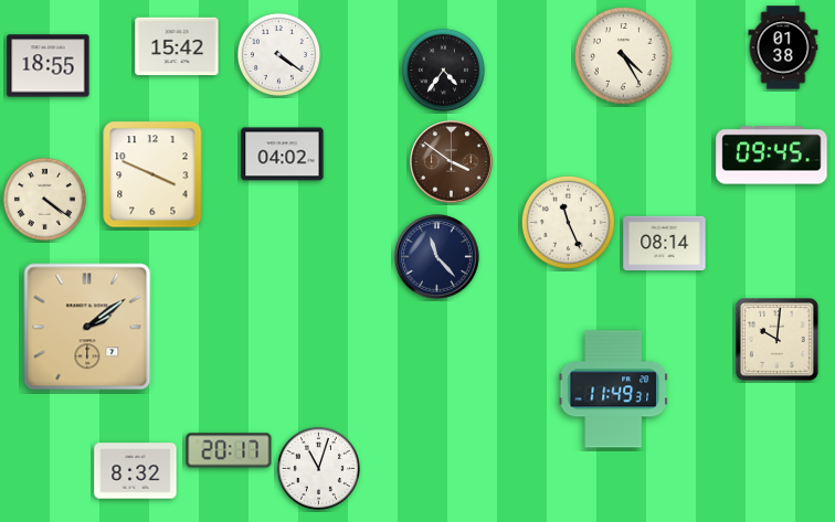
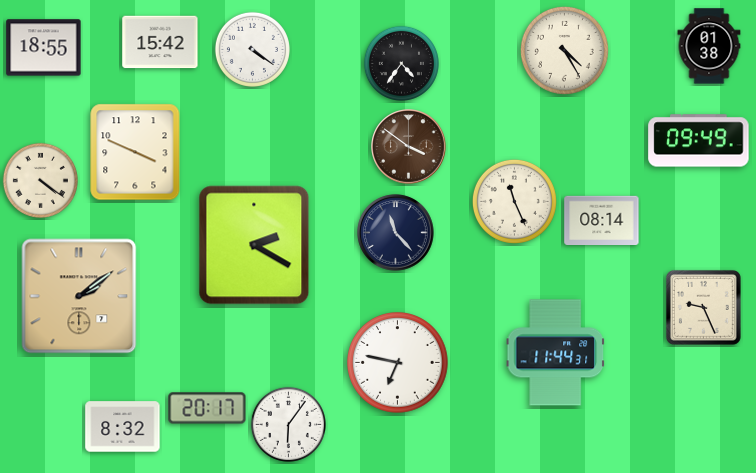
clock at (783, 47) position: (783, 47) -> (709, 46)
clock at (49, 66) position: (49, 66) -> (44, 48)
clock at (283, 155): 04:02 -> none
clock at (772, 156): 09:45 -> 09:49
clock at (152, 174) position: (152, 174) -> (135, 152)
clock at (254, 245): none -> 2:20
clock at (776, 339): 10:01 -> 9:26
clock at (613, 390): 11:49 -> 11:44
clock at (398, 363): none -> 6:47
clock at (318, 468): 11:03 -> 6:06
